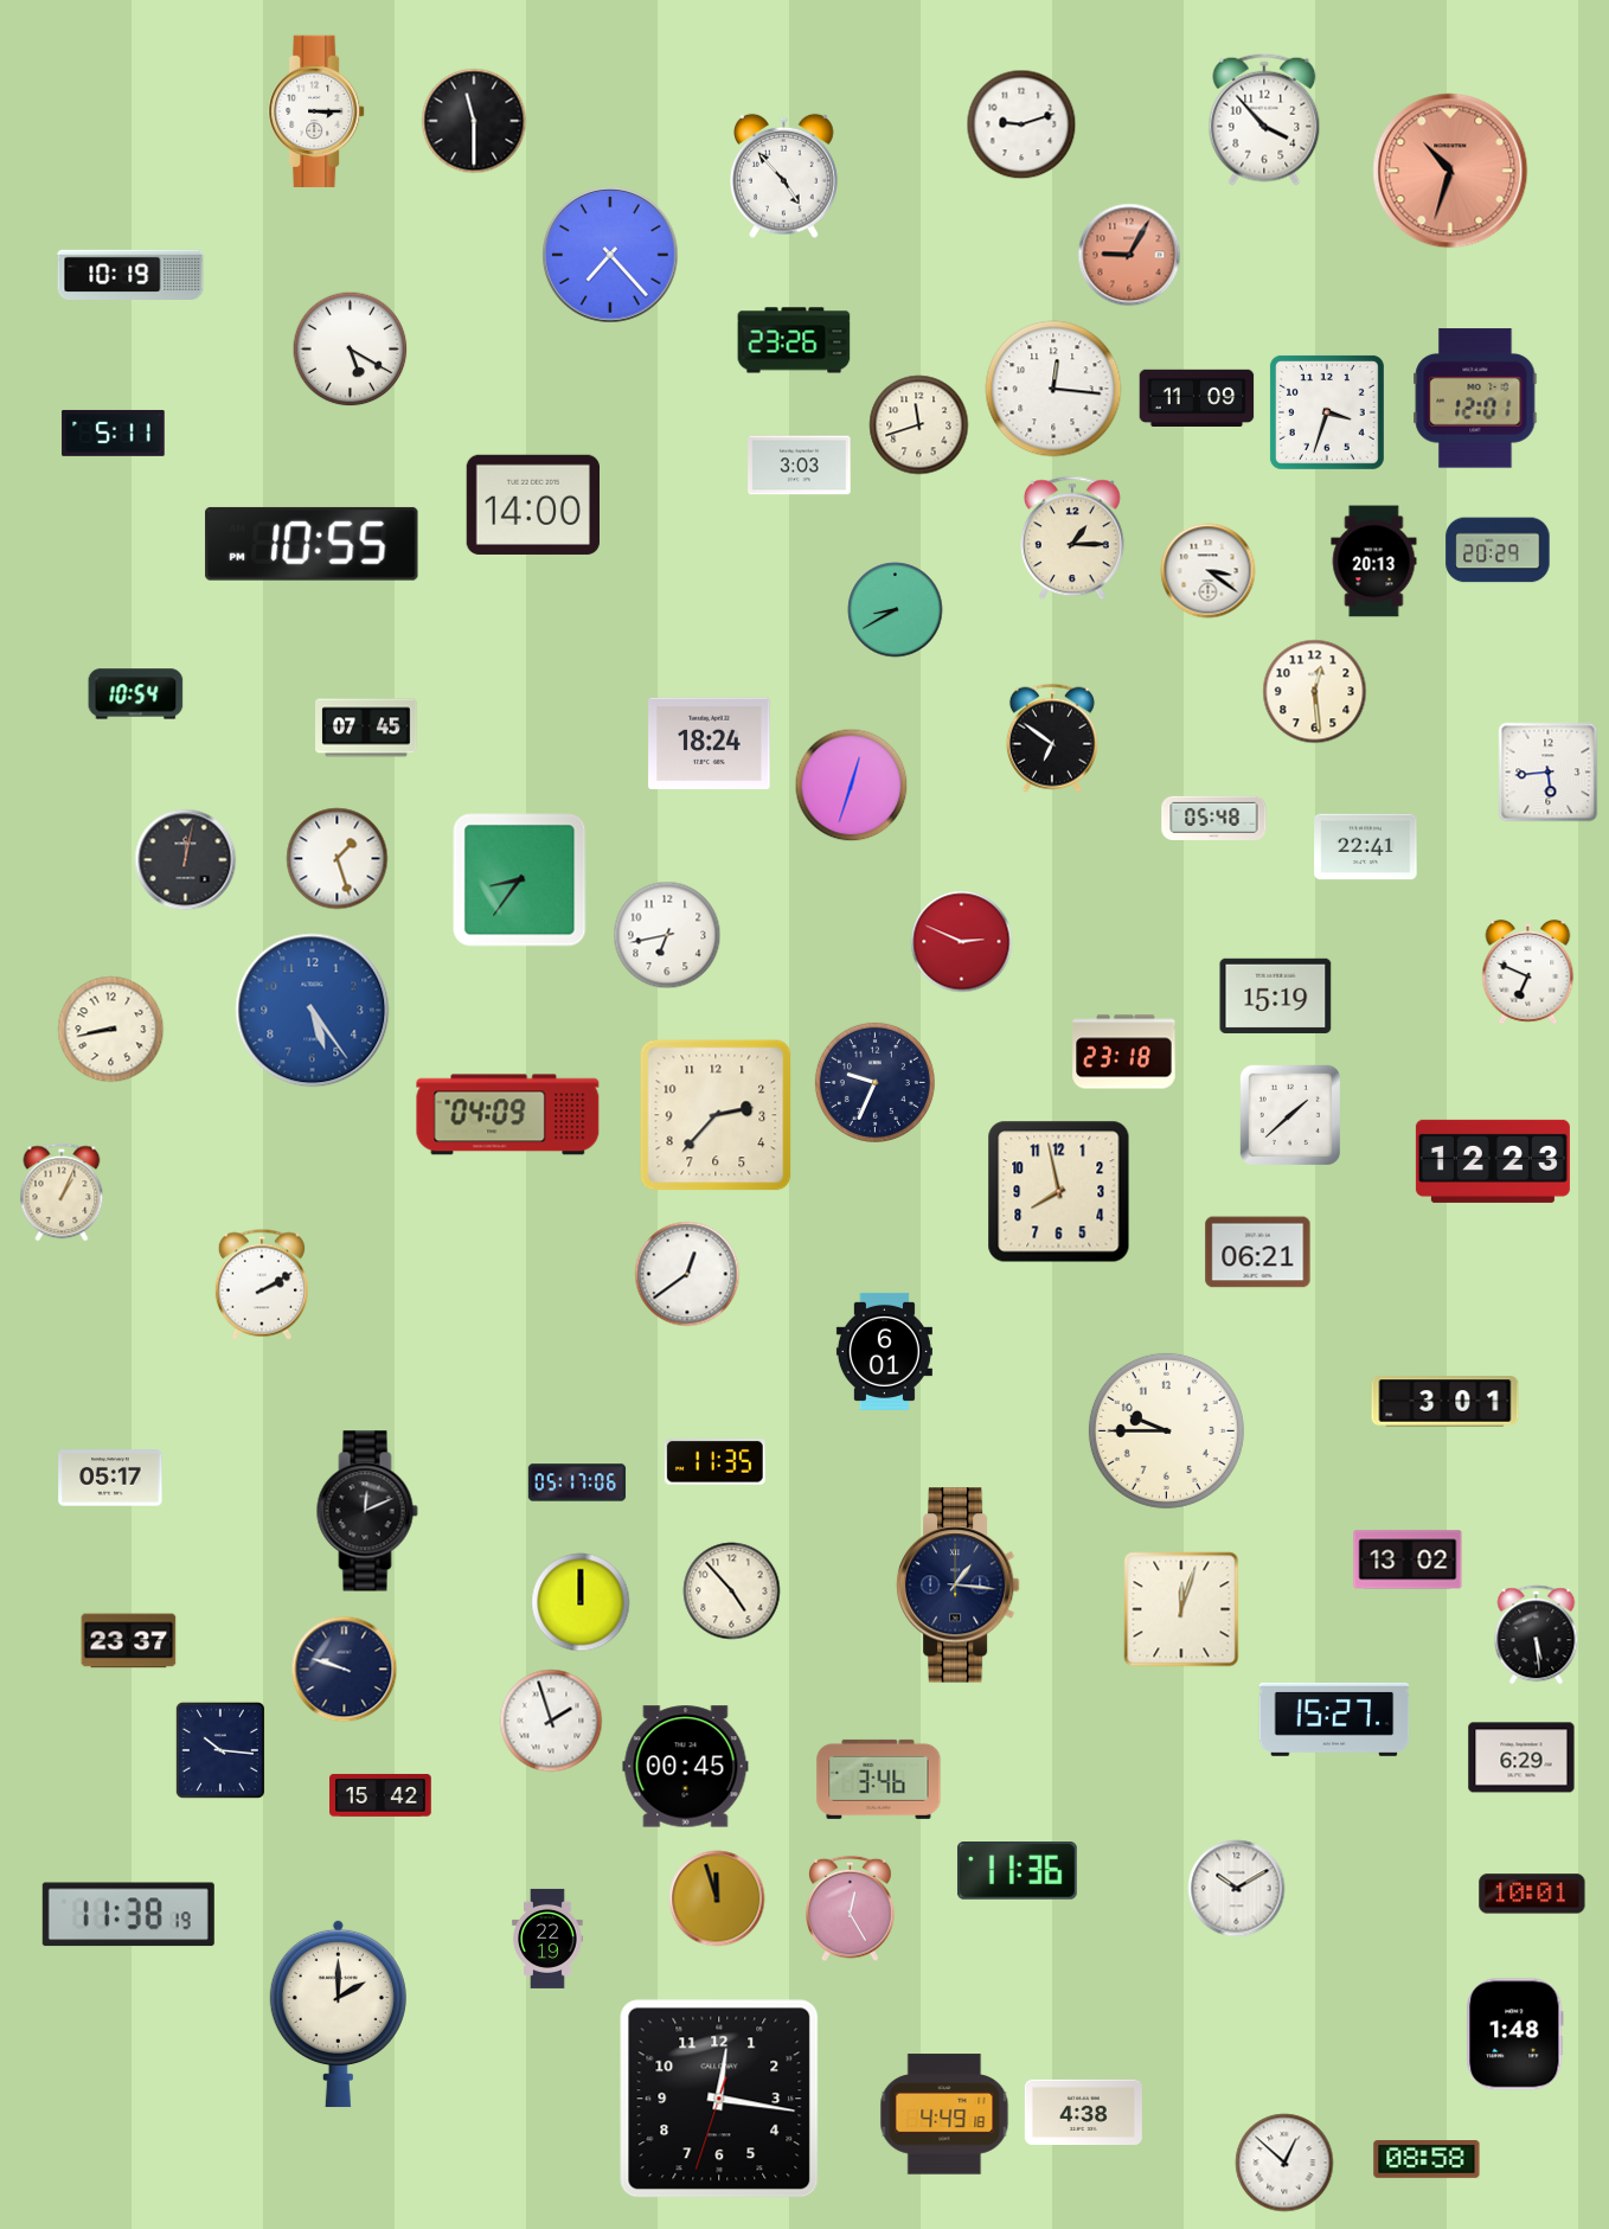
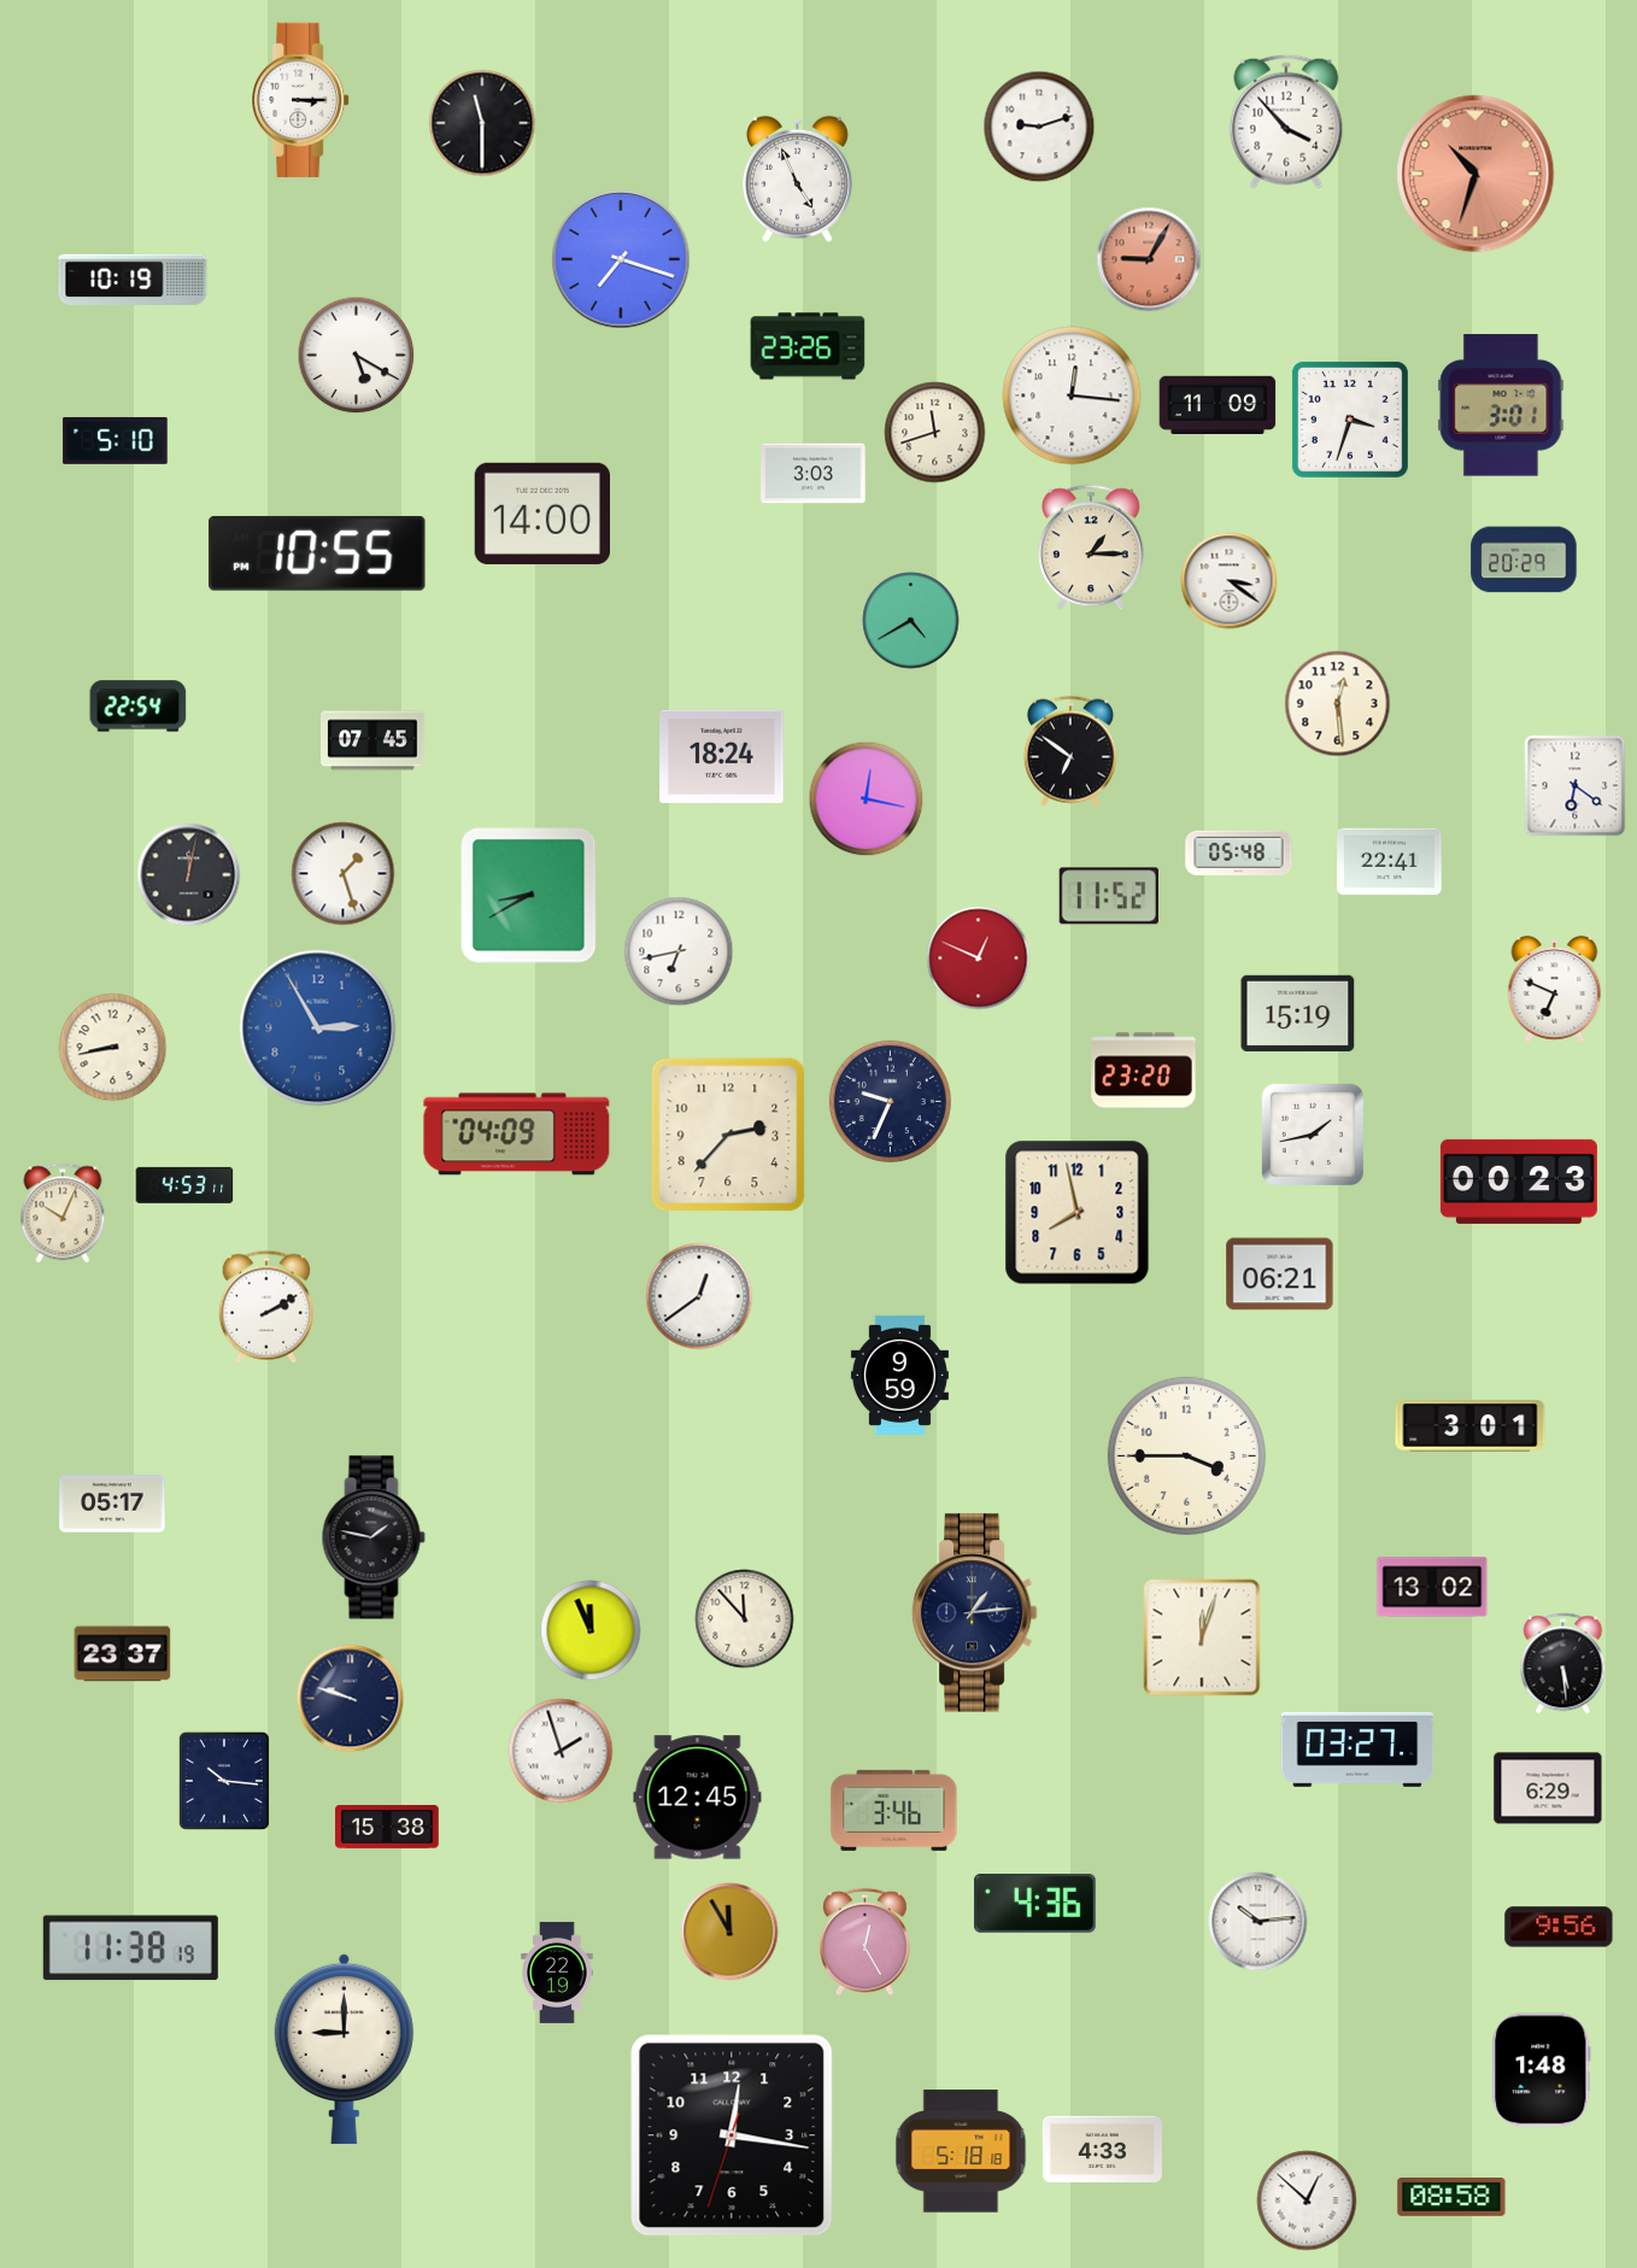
clock at (316, 111) position: (316, 111) -> (300, 100)
clock at (784, 175): 4:53 -> 4:56
clock at (610, 255): 7:23 -> 7:18
clock at (1475, 398): 12:01 -> 3:01
clock at (114, 433): 5:11 -> 5:10
clock at (1374, 562): 20:13 -> none
clock at (896, 610): 8:40 -> 4:40
clock at (136, 694): 10:54 -> 22:54
clock at (1549, 773): 5:44 -> 6:21
clock at (852, 786): 12:33 -> 12:17
clock at (1214, 818) position: (1214, 818) -> (1239, 852)
clock at (520, 880): 8:36 -> 8:40
clock at (1109, 896): none -> 11:52
clock at (962, 942): 2:49 -> 12:49
clock at (313, 1011): 5:24 -> 2:55
clock at (1124, 1052): 23:18 -> 23:20
clock at (1289, 1114): 1:38 -> 1:43
clock at (1493, 1161): 12:23 -> 00:23
clock at (184, 1185): none -> 4:53
clock at (62, 1192): 1:04 -> 10:04
clock at (884, 1351): 6:01 -> 9:59
clock at (1166, 1430): 9:45 -> 3:45
clock at (714, 1462): 11:35 -> none
clock at (577, 1482): 05:17 -> none
clock at (367, 1511): 12:11 -> 1:47
clock at (957, 1586): 1:16 -> 1:14
clock at (732, 1591): 4:53 -> 11:53
clock at (581, 1602): 12:00 -> 11:56
clock at (129, 1641) position: (129, 1641) -> (123, 1654)
clock at (1334, 1719): 15:27 -> 03:27
clock at (686, 1767): 00:45 -> 12:45
clock at (380, 1795): 15:42 -> 15:38
clock at (1017, 1871): 11:36 -> 4:36
clock at (1237, 1889): 10:10 -> 10:14
clock at (1532, 1894): 10:01 -> 9:56
clock at (717, 1898): 11:57 -> 11:55
clock at (338, 2013): 2:00 -> 9:00
clock at (1083, 2112): 4:38 -> 4:33
clock at (944, 2114): 4:49 -> 5:18
